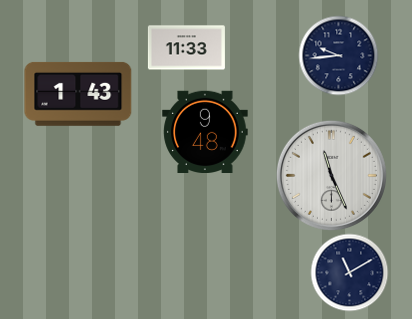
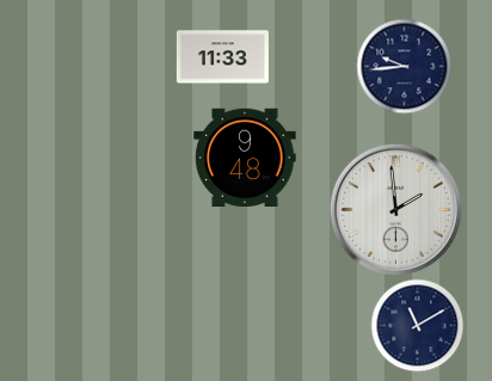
clock at (78, 94): 1:43 -> none
clock at (331, 175): 11:26 -> 1:59
